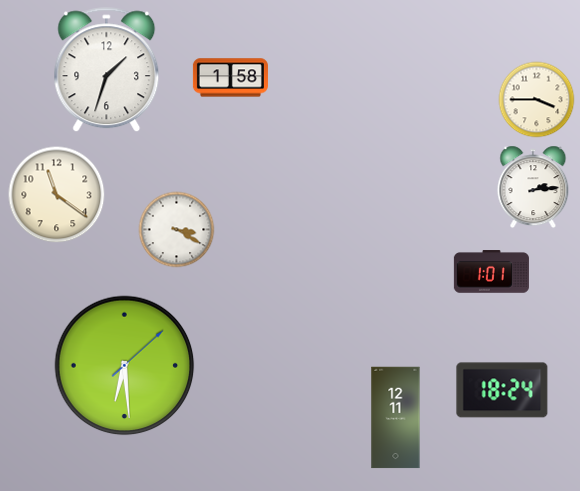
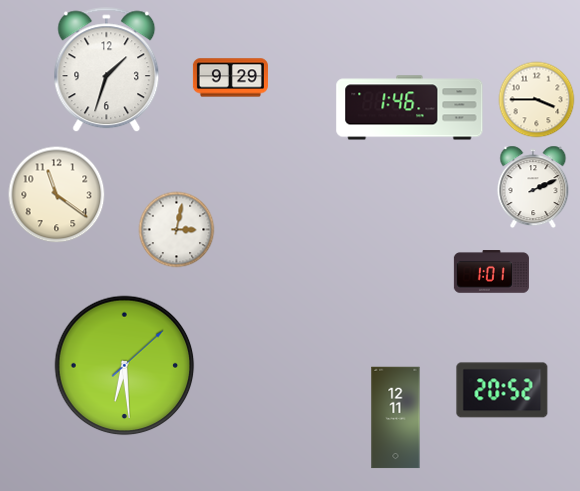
clock at (230, 78): 1:58 -> 9:29
clock at (410, 108): none -> 1:46
clock at (533, 187): 2:14 -> 2:11
clock at (177, 230): 3:20 -> 3:02
clock at (502, 390): 18:24 -> 20:52
